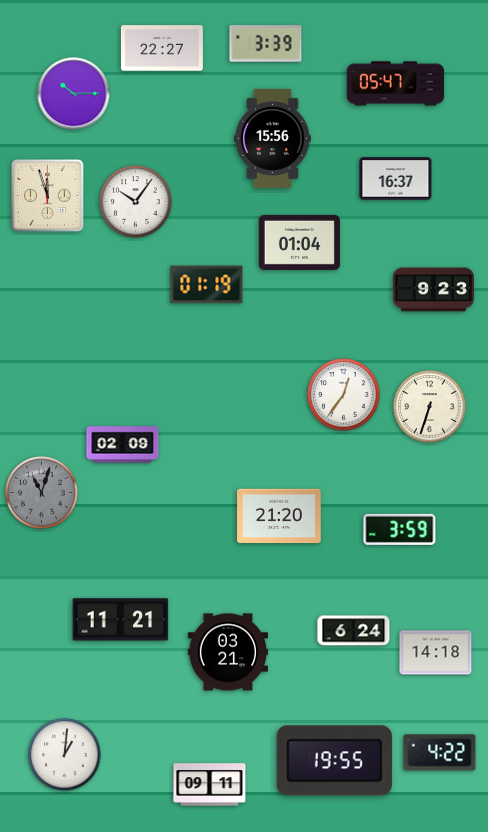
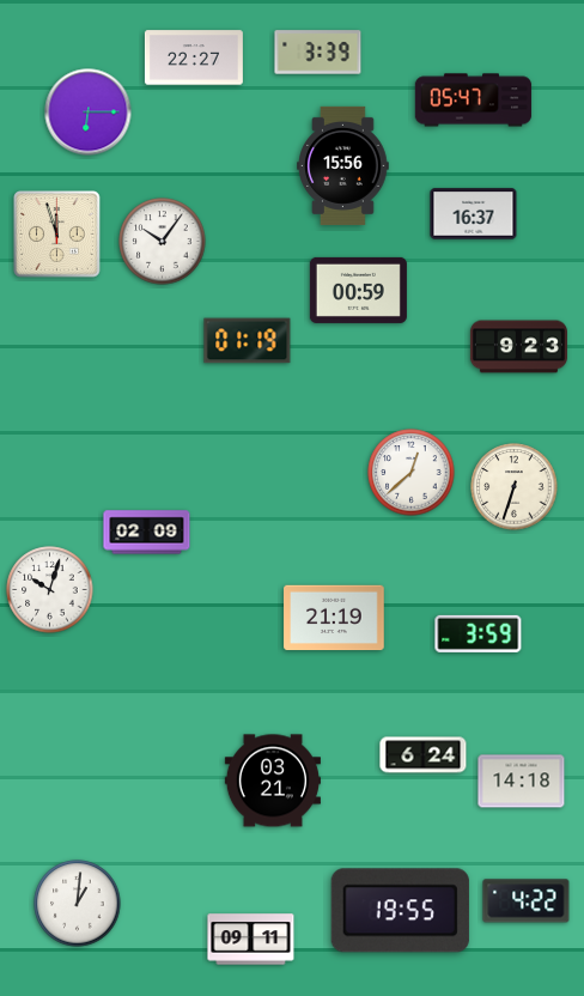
clock at (74, 94): 10:15 -> 6:15
clock at (273, 138) position: (273, 138) -> (343, 165)
clock at (299, 242): 01:04 -> 00:59
clock at (344, 395): 12:36 -> 12:38
clock at (42, 493): 11:03 -> 10:03
clock at (42, 493) dial: grey -> white
clock at (279, 516): 21:20 -> 21:19
clock at (121, 620): 11:21 -> none
